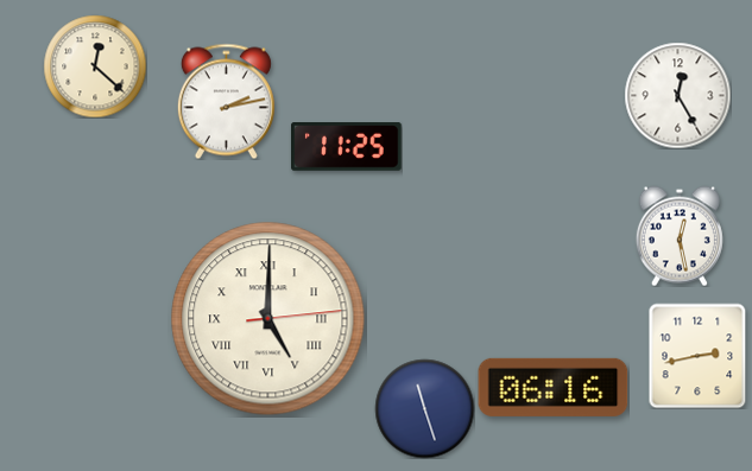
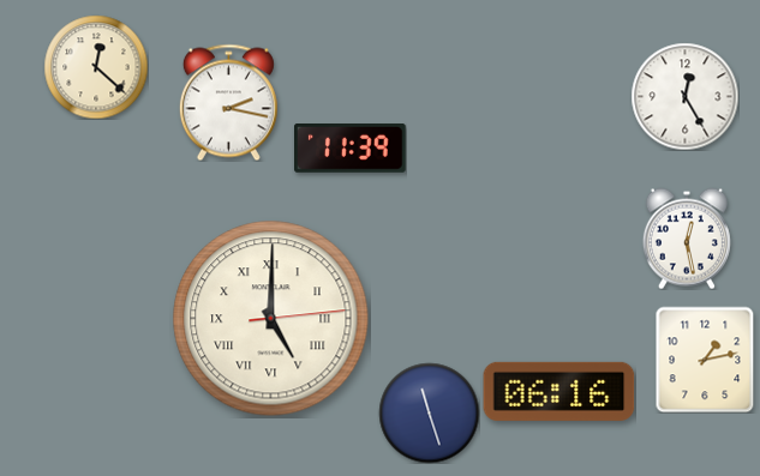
clock at (226, 101): 2:13 -> 2:17
clock at (347, 147): 11:25 -> 11:39
clock at (268, 319) position: (268, 319) -> (271, 319)
clock at (697, 356): 2:43 -> 1:13
